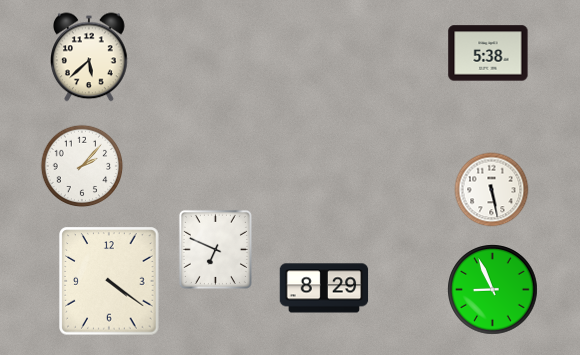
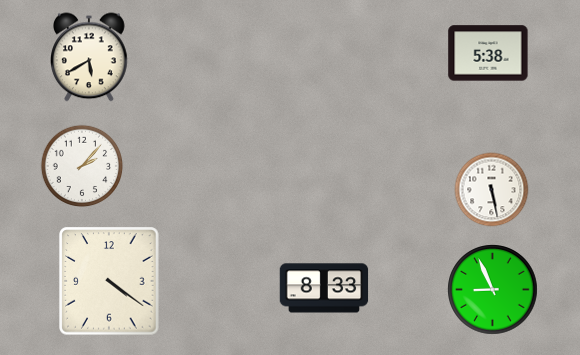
clock at (90, 57): 5:38 -> 5:40
clock at (215, 249): 6:49 -> none
clock at (324, 288): 8:29 -> 8:33
